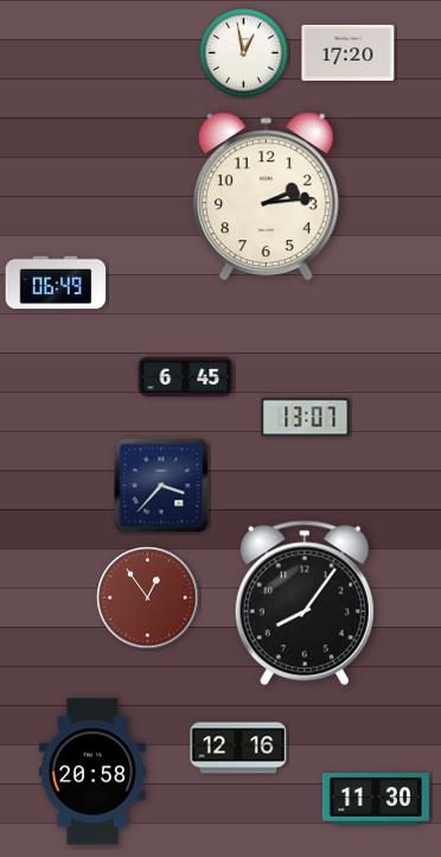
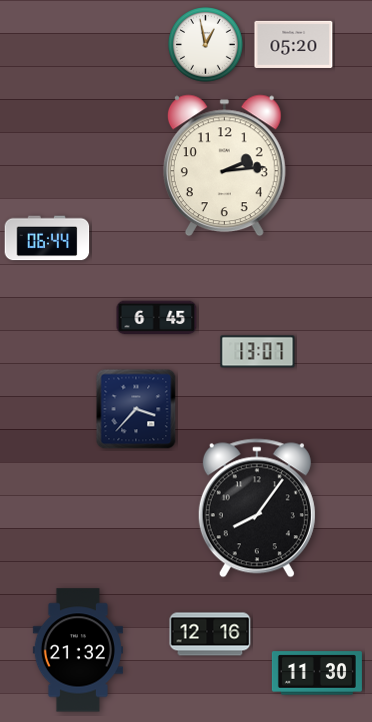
clock at (349, 52): 17:20 -> 05:20
clock at (56, 283): 06:49 -> 06:44
clock at (148, 598): 12:54 -> none
clock at (238, 748) position: (238, 748) -> (210, 634)
clock at (92, 772): 20:58 -> 21:32
